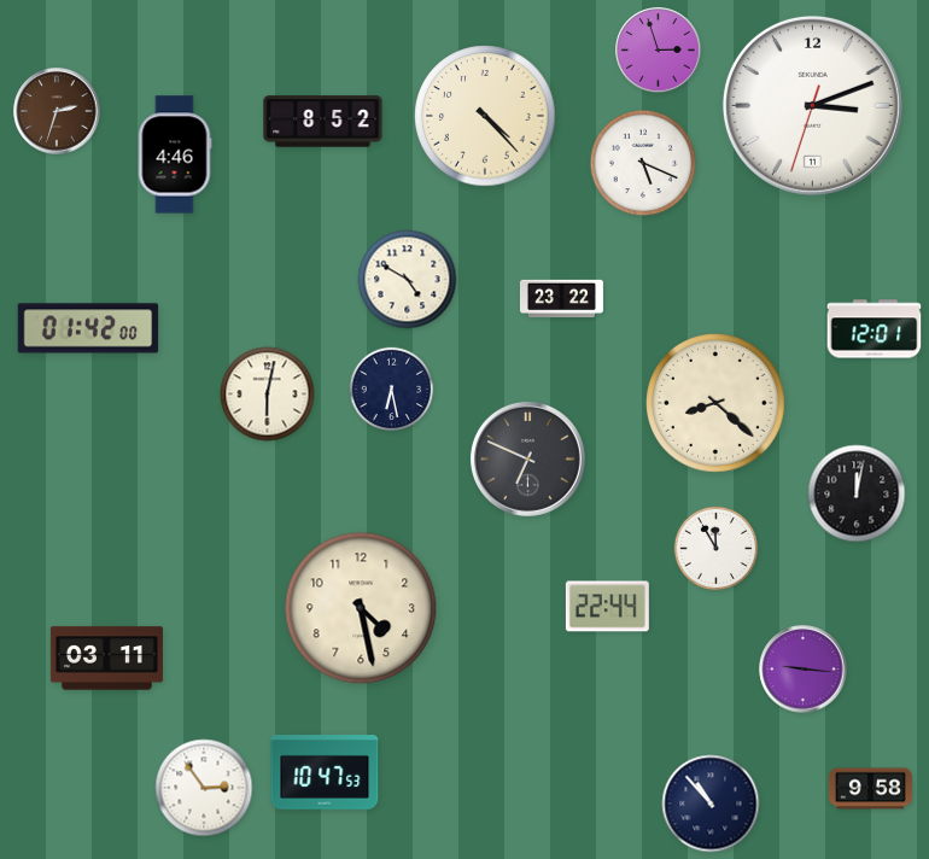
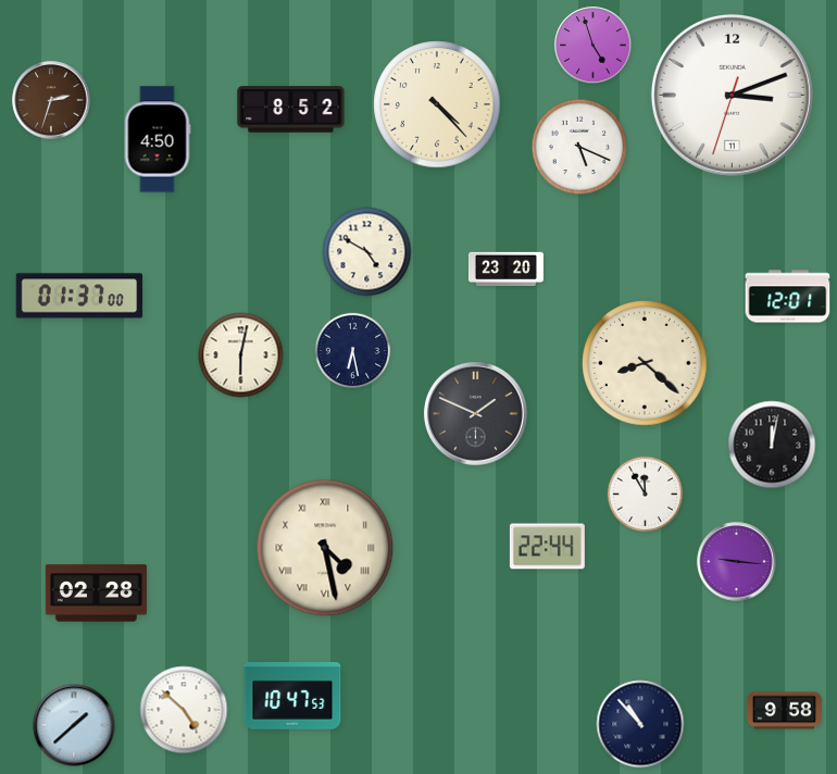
clock at (659, 51): 2:57 -> 4:57
clock at (175, 154): 4:46 -> 4:50
clock at (561, 299): 23:22 -> 23:20
clock at (88, 328): 01:42 -> 01:37
clock at (527, 458): 6:49 -> 1:49
clock at (361, 608) numerals: Arabic -> Roman
clock at (106, 659): 03:11 -> 02:28
clock at (804, 670) position: (804, 670) -> (737, 562)
clock at (204, 788): 2:54 -> 4:52
clock at (74, 725): none -> 1:38
